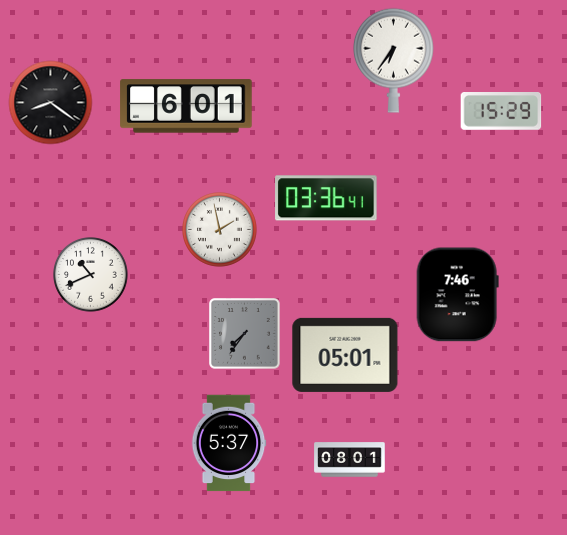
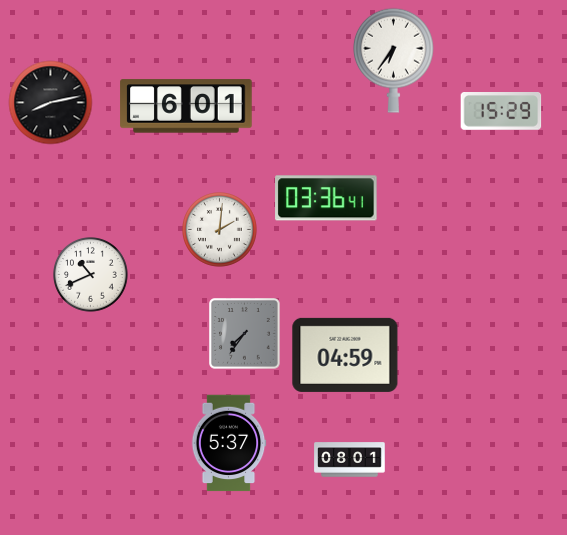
clock at (51, 103): 8:21 -> 8:13
clock at (220, 230): 1:58 -> 2:01
clock at (457, 295): 7:46 -> none
clock at (345, 355): 05:01 -> 04:59
